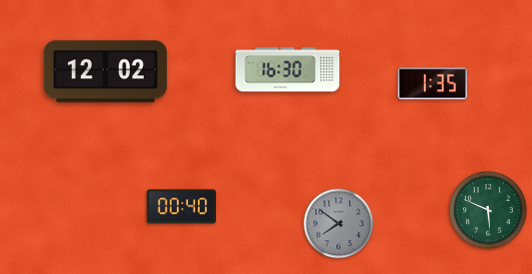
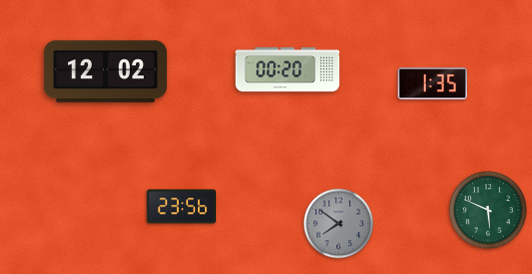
clock at (288, 70): 16:30 -> 00:20
clock at (181, 207): 00:40 -> 23:56
